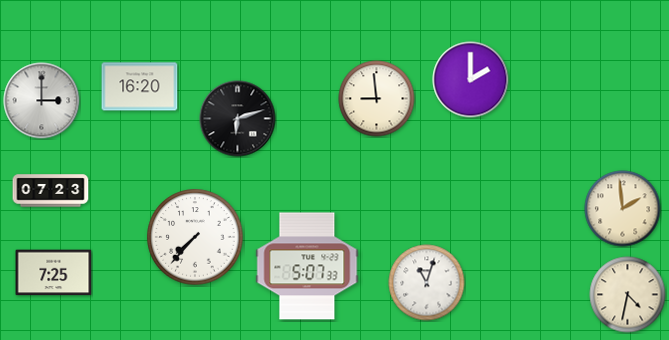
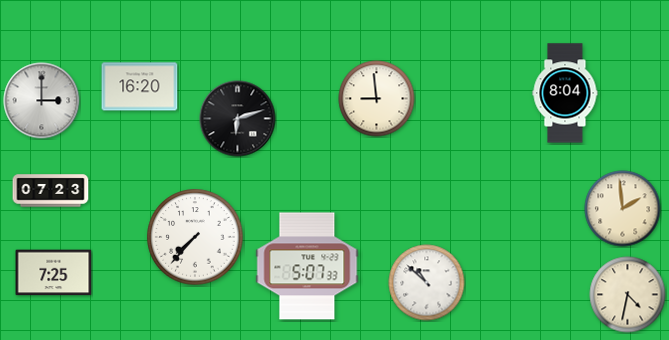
clock at (471, 80): 2:00 -> none
clock at (565, 93): none -> 8:04
clock at (427, 283): 11:03 -> 10:52
